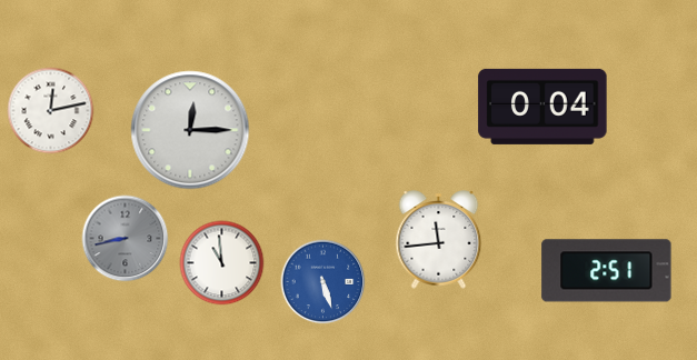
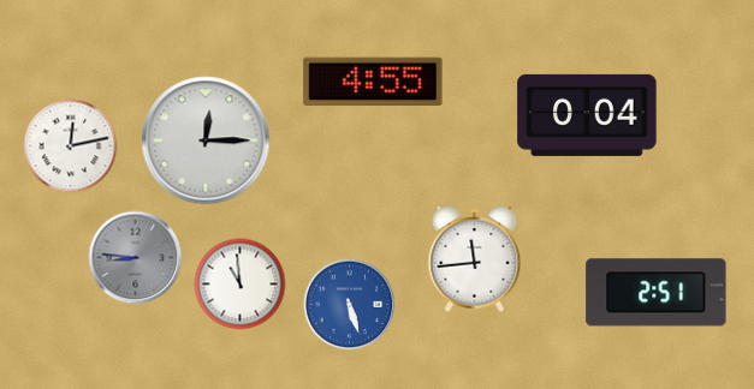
clock at (373, 80): none -> 4:55
clock at (51, 111) position: (51, 111) -> (71, 146)
clock at (126, 239): 8:43 -> 8:46
